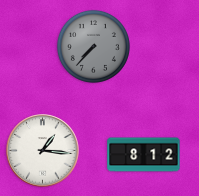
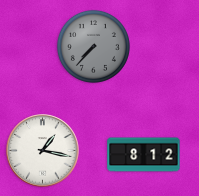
clock at (43, 151): 1:16 -> 1:17
